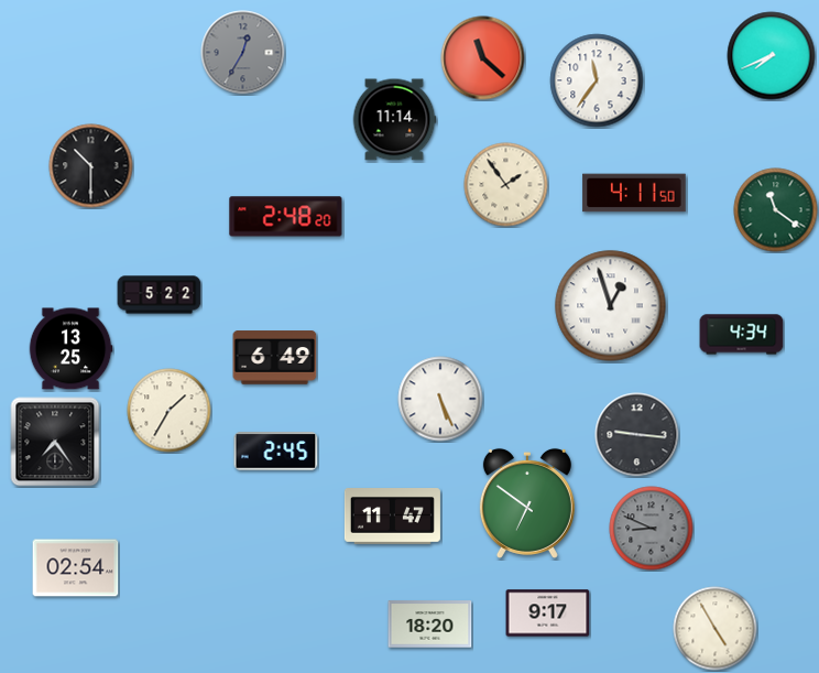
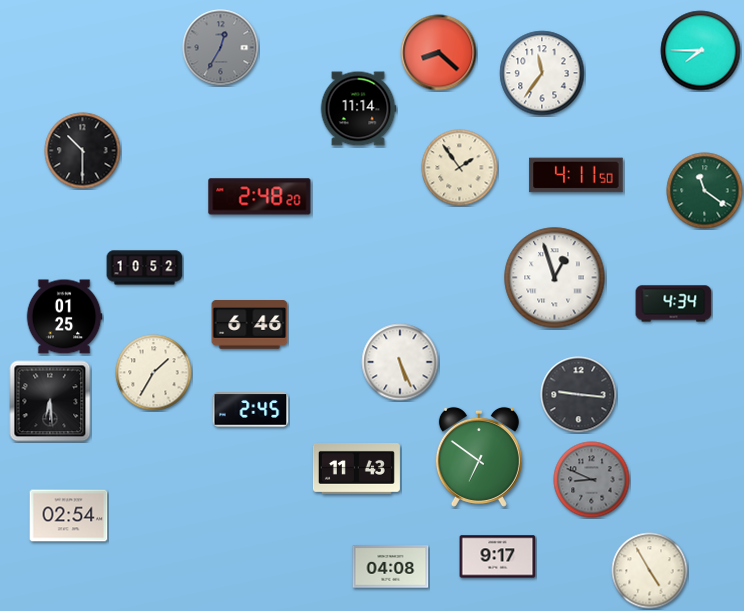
clock at (772, 56): 7:41 -> 7:45
clock at (483, 58): 11:22 -> 8:22
clock at (160, 295): 5:22 -> 10:52
clock at (70, 349): 13:25 -> 01:25
clock at (275, 358): 6:49 -> 6:46
clock at (55, 442): 7:24 -> 6:29
clock at (392, 517): 11:47 -> 11:43
clock at (430, 625): 18:20 -> 04:08
